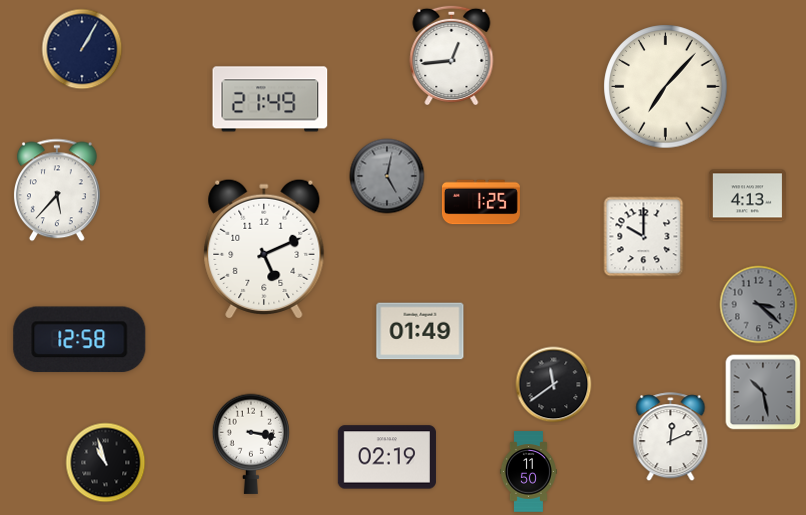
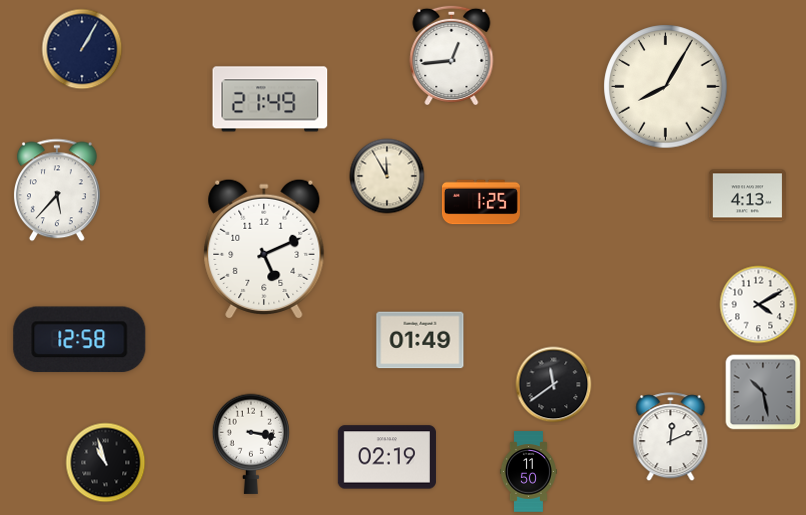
clock at (666, 87): 7:07 -> 8:05
clock at (387, 176): 5:02 -> 11:55
clock at (387, 176) dial: grey -> cream
clock at (644, 237): 10:00 -> none
clock at (759, 305): 3:22 -> 4:10
clock at (759, 305) dial: grey -> white
clock at (420, 331) position: (420, 331) -> (420, 340)
